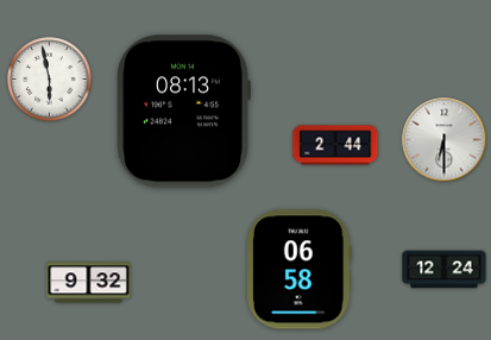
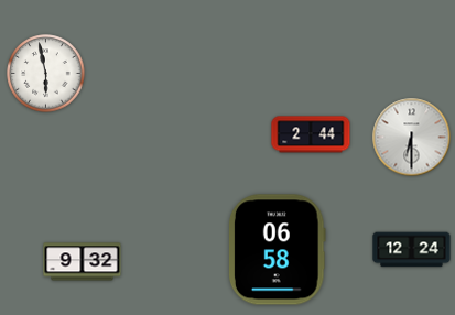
clock at (183, 112): 08:13 -> none
clock at (445, 140) position: (445, 140) -> (412, 138)
